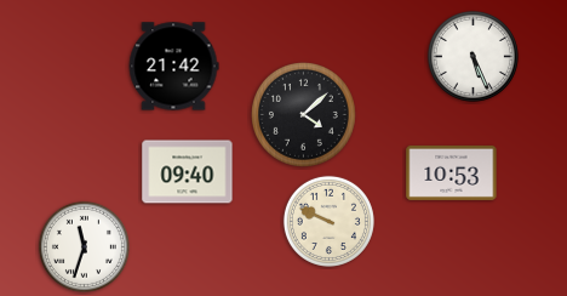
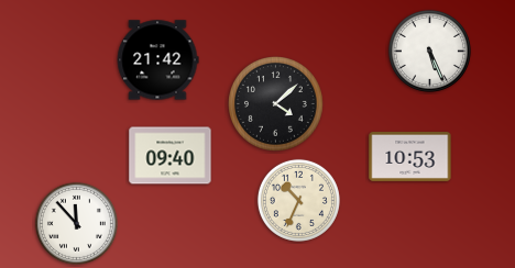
clock at (328, 221): 9:49 -> 10:34
clock at (84, 246): 11:33 -> 11:53
